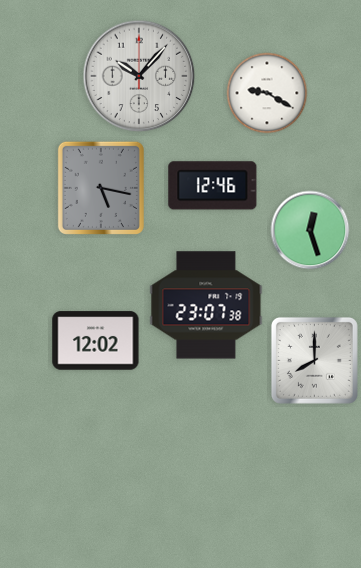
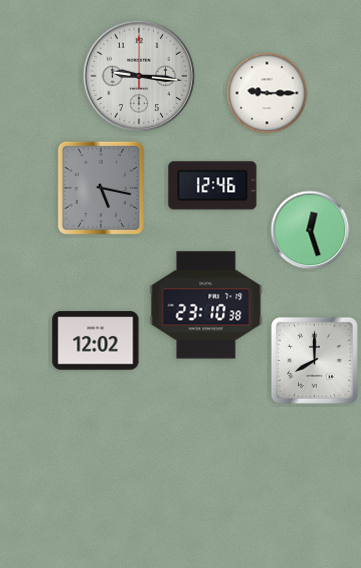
clock at (139, 76): 10:07 -> 9:16
clock at (267, 93): 9:20 -> 9:15
clock at (206, 305): 23:07 -> 23:10
